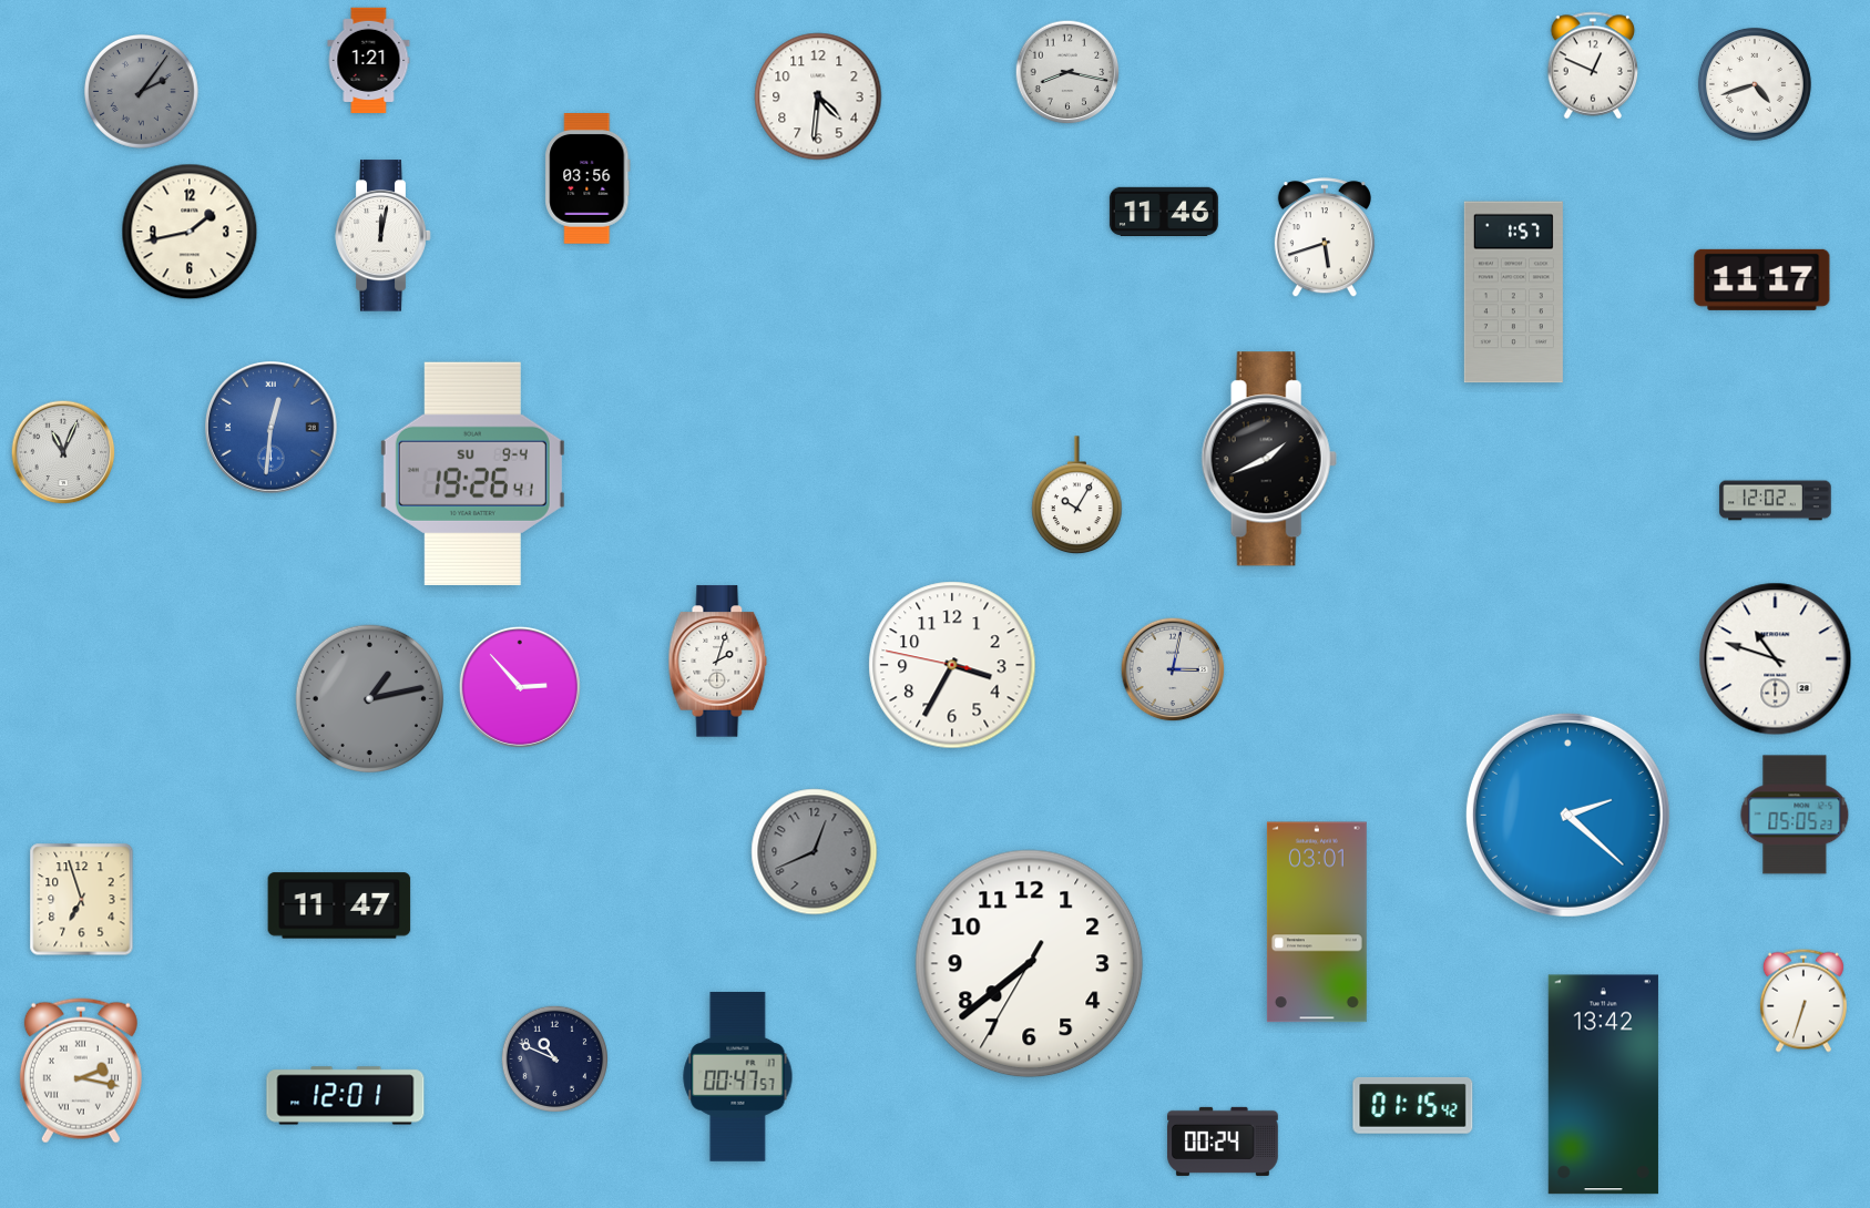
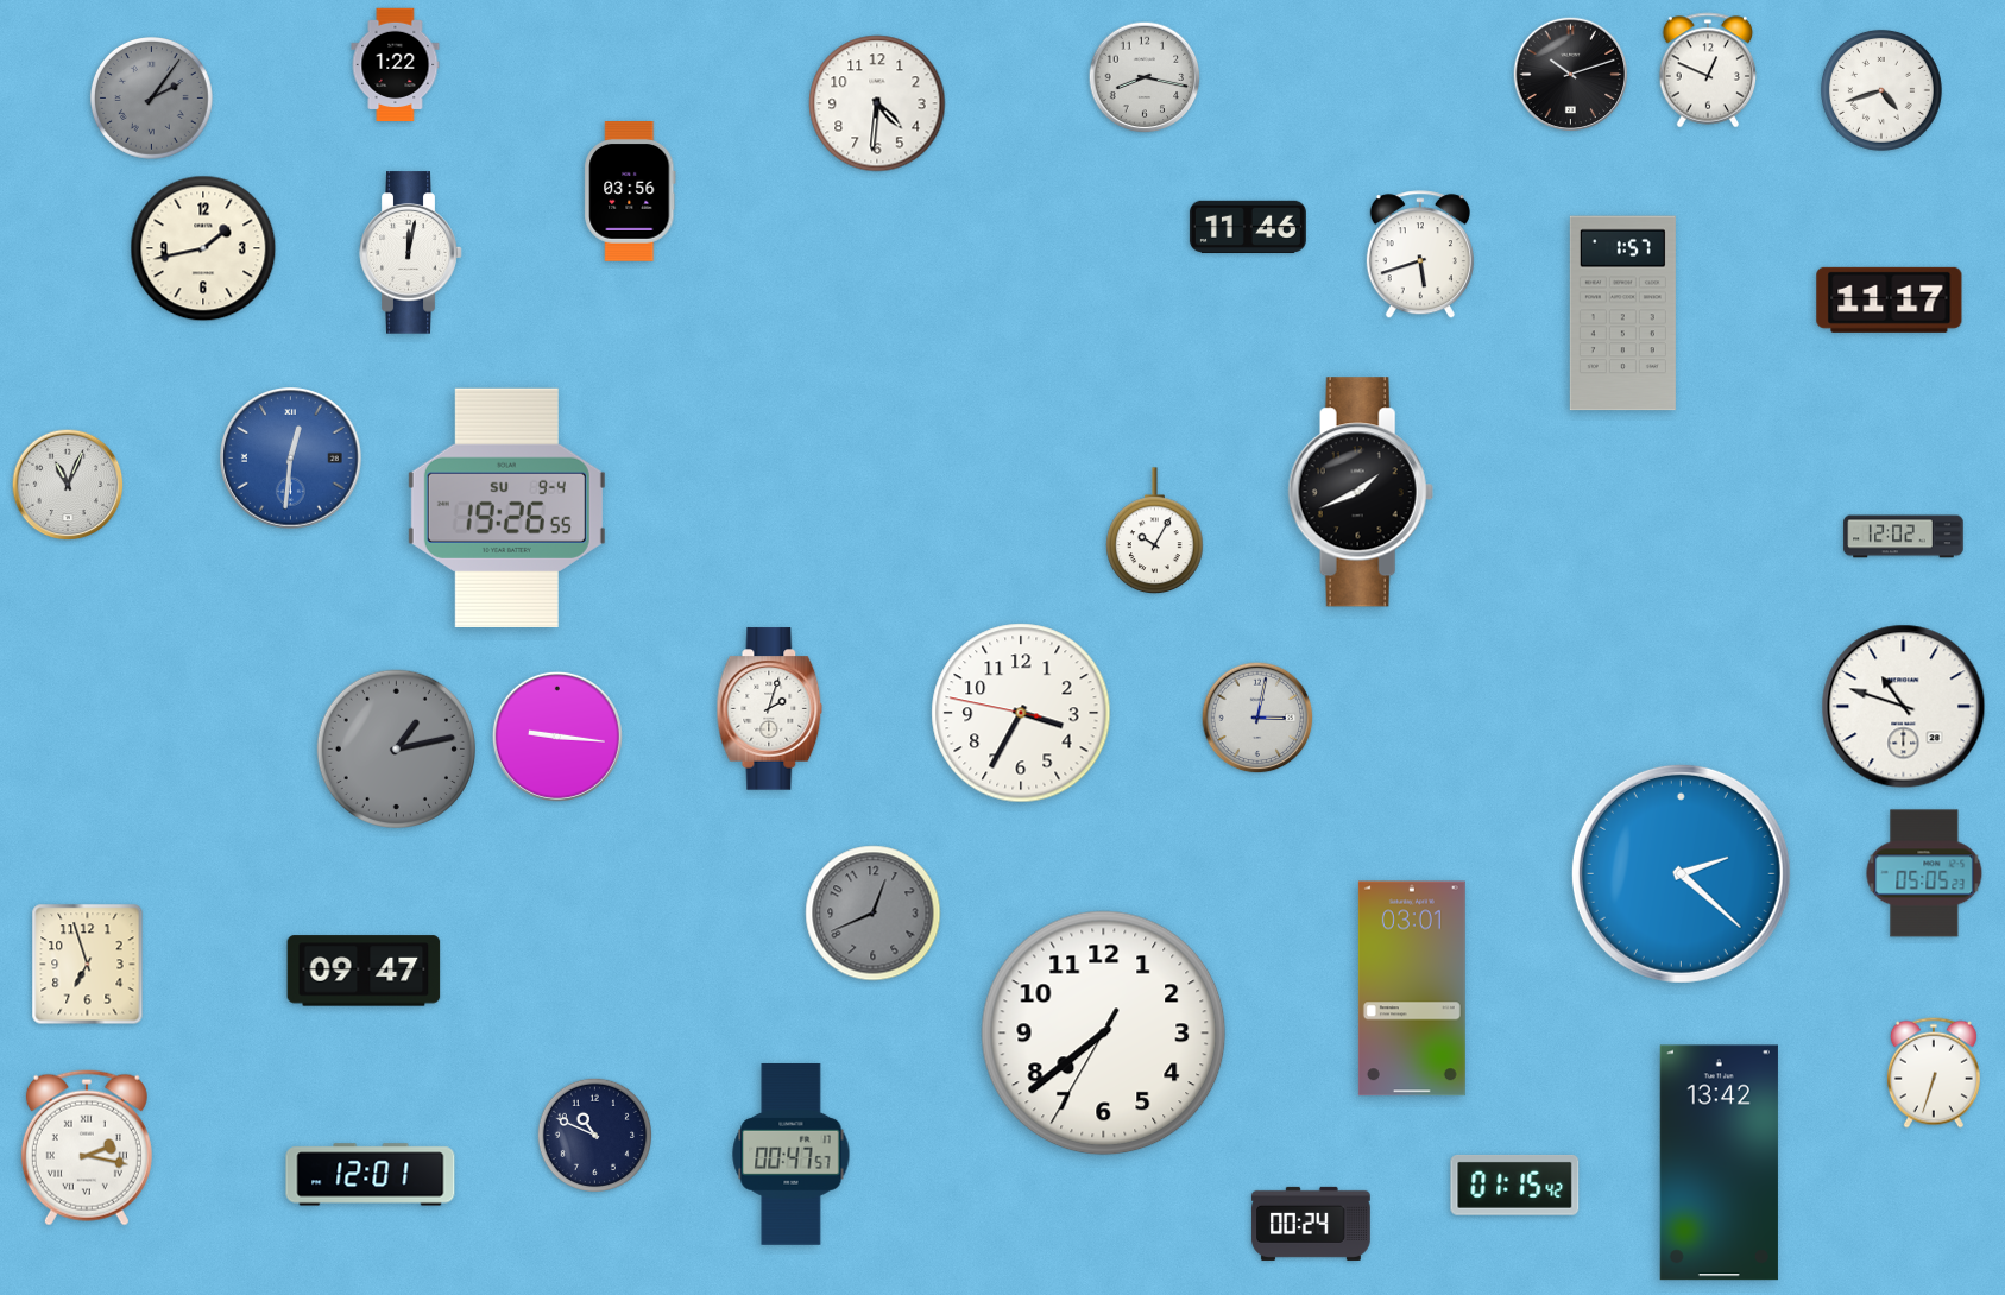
clock at (369, 61): 1:21 -> 1:22
clock at (1571, 75): none -> 10:12
clock at (472, 473): 19:26:41 -> 19:26:55
clock at (520, 687): 2:53 -> 9:16
clock at (339, 905): 11:47 -> 09:47
